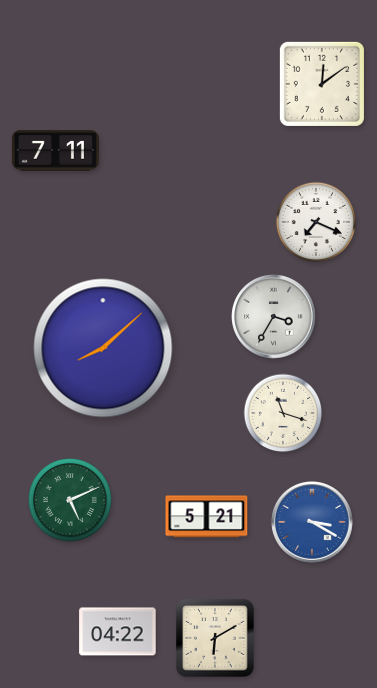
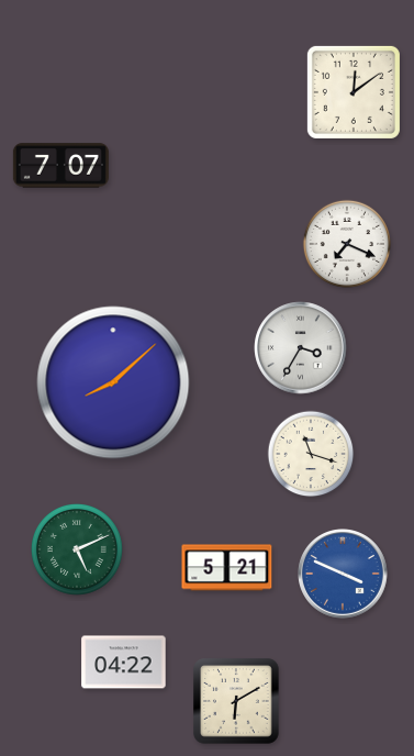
clock at (55, 151): 7:11 -> 7:07
clock at (313, 523): 3:20 -> 3:49
clock at (118, 632) position: (118, 632) -> (124, 663)
